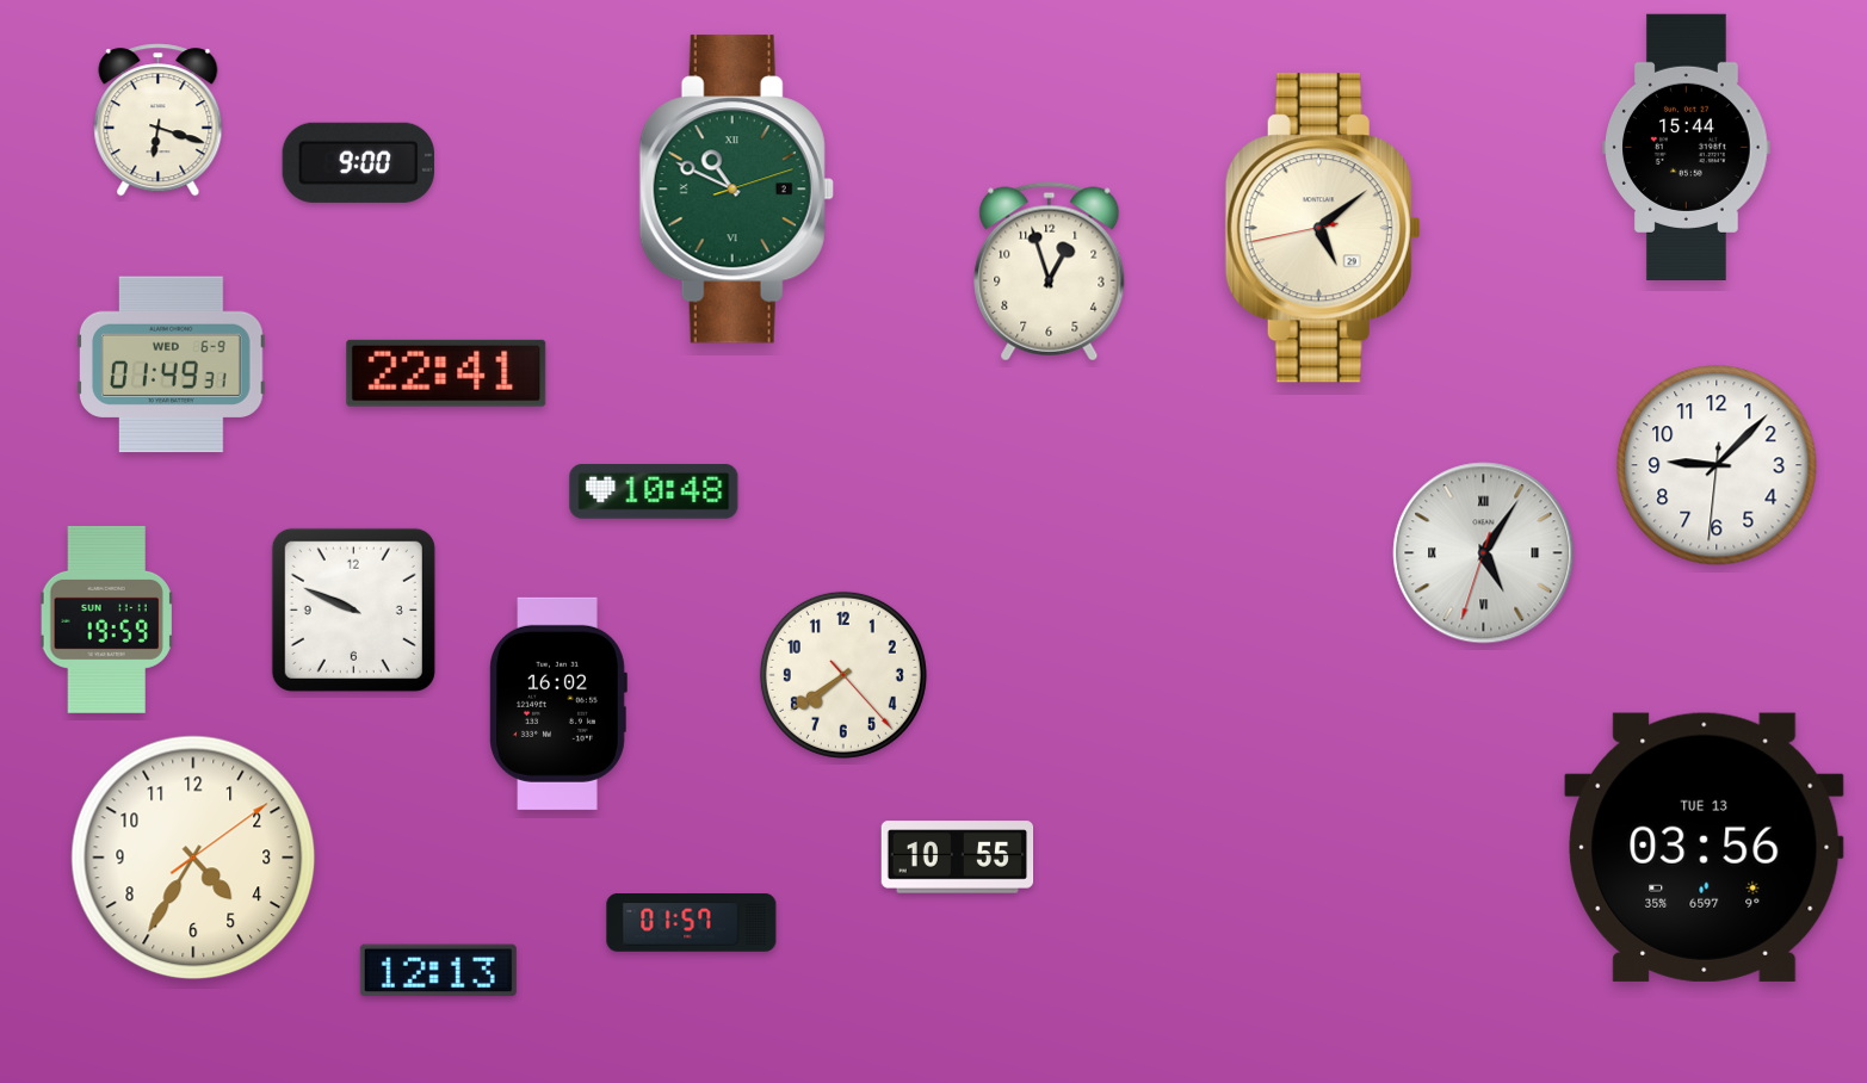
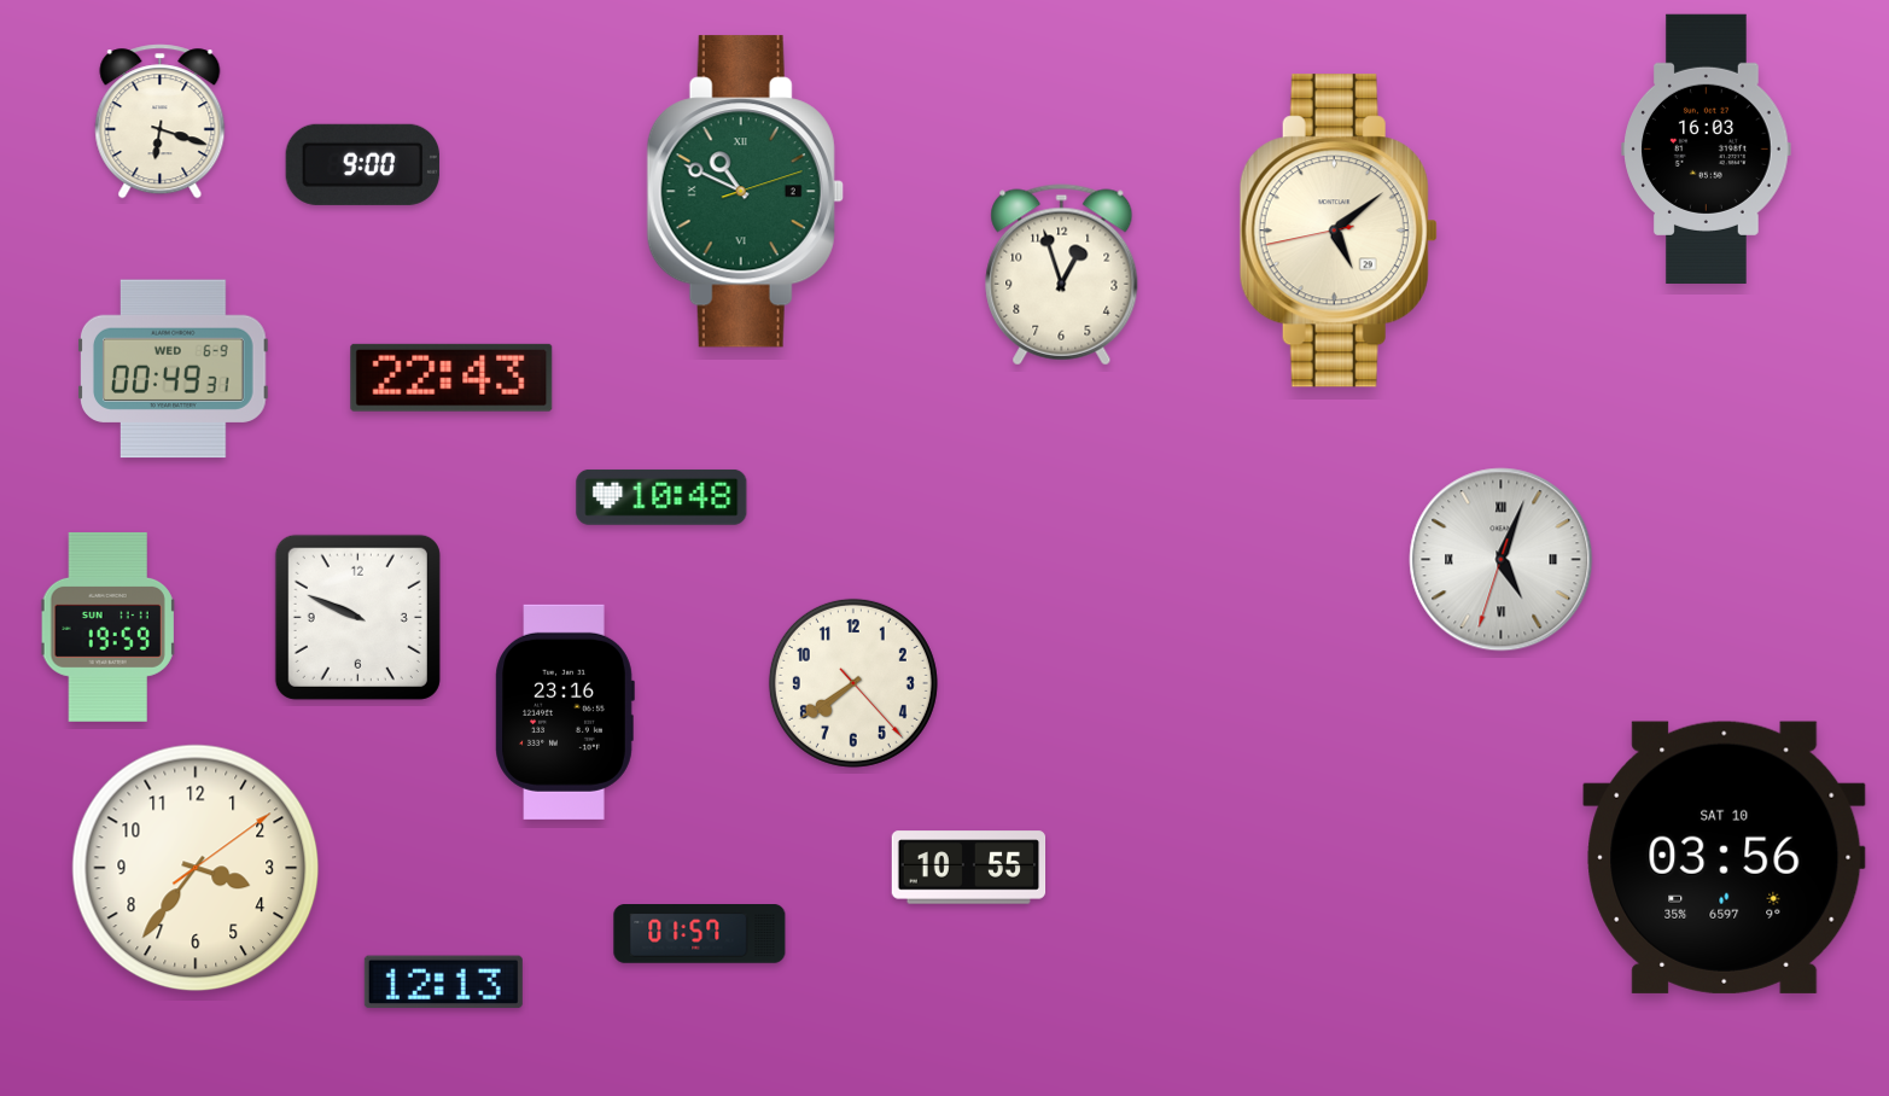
clock at (1687, 147): 15:44 -> 16:03
clock at (172, 365): 01:49 -> 00:49
clock at (446, 373): 22:41 -> 22:43
clock at (1717, 465): 9:07 -> none
clock at (1484, 553): 5:05 -> 5:03
clock at (558, 704): 16:02 -> 23:16
clock at (1705, 847) date: TUE 13 -> SAT 10
clock at (193, 858): 4:35 -> 3:36
